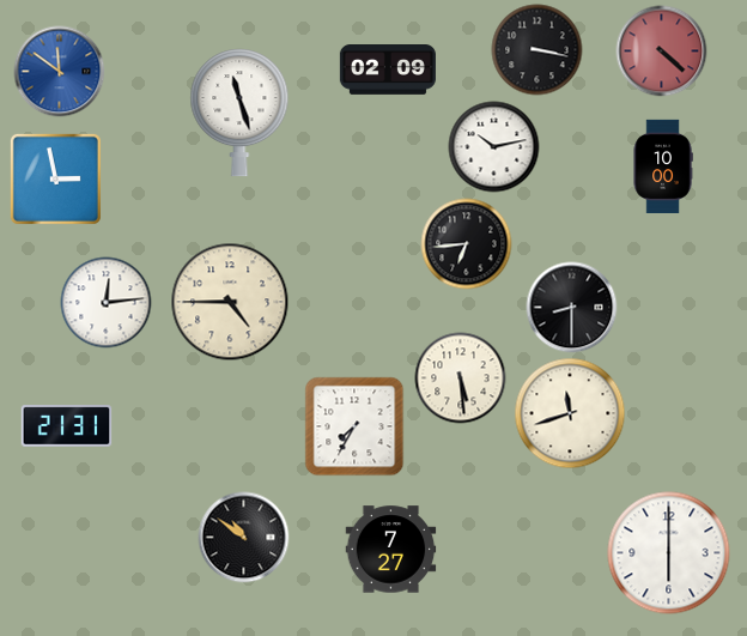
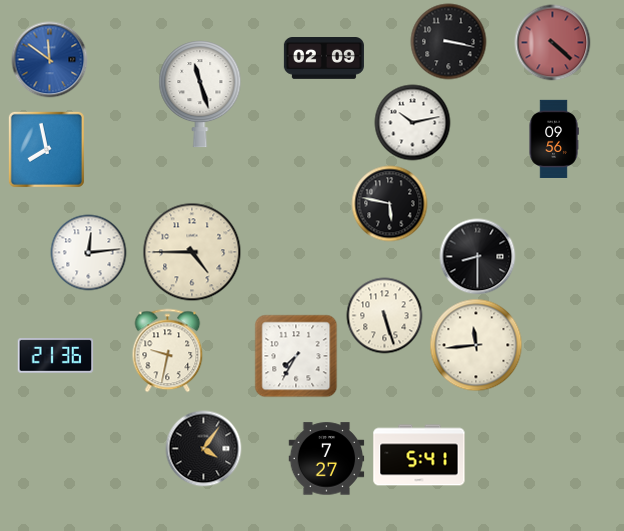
clock at (663, 165): 10:00 -> 09:56
clock at (55, 178): 2:58 -> 7:58
clock at (467, 244): 6:44 -> 5:47
clock at (461, 378): 5:29 -> 5:27
clock at (570, 413): 11:42 -> 11:44
clock at (168, 351): none -> 9:32
clock at (67, 426): 21:31 -> 21:36
clock at (244, 538): 10:51 -> 4:06
clock at (419, 455): none -> 5:41
clock at (669, 553): 6:00 -> none
